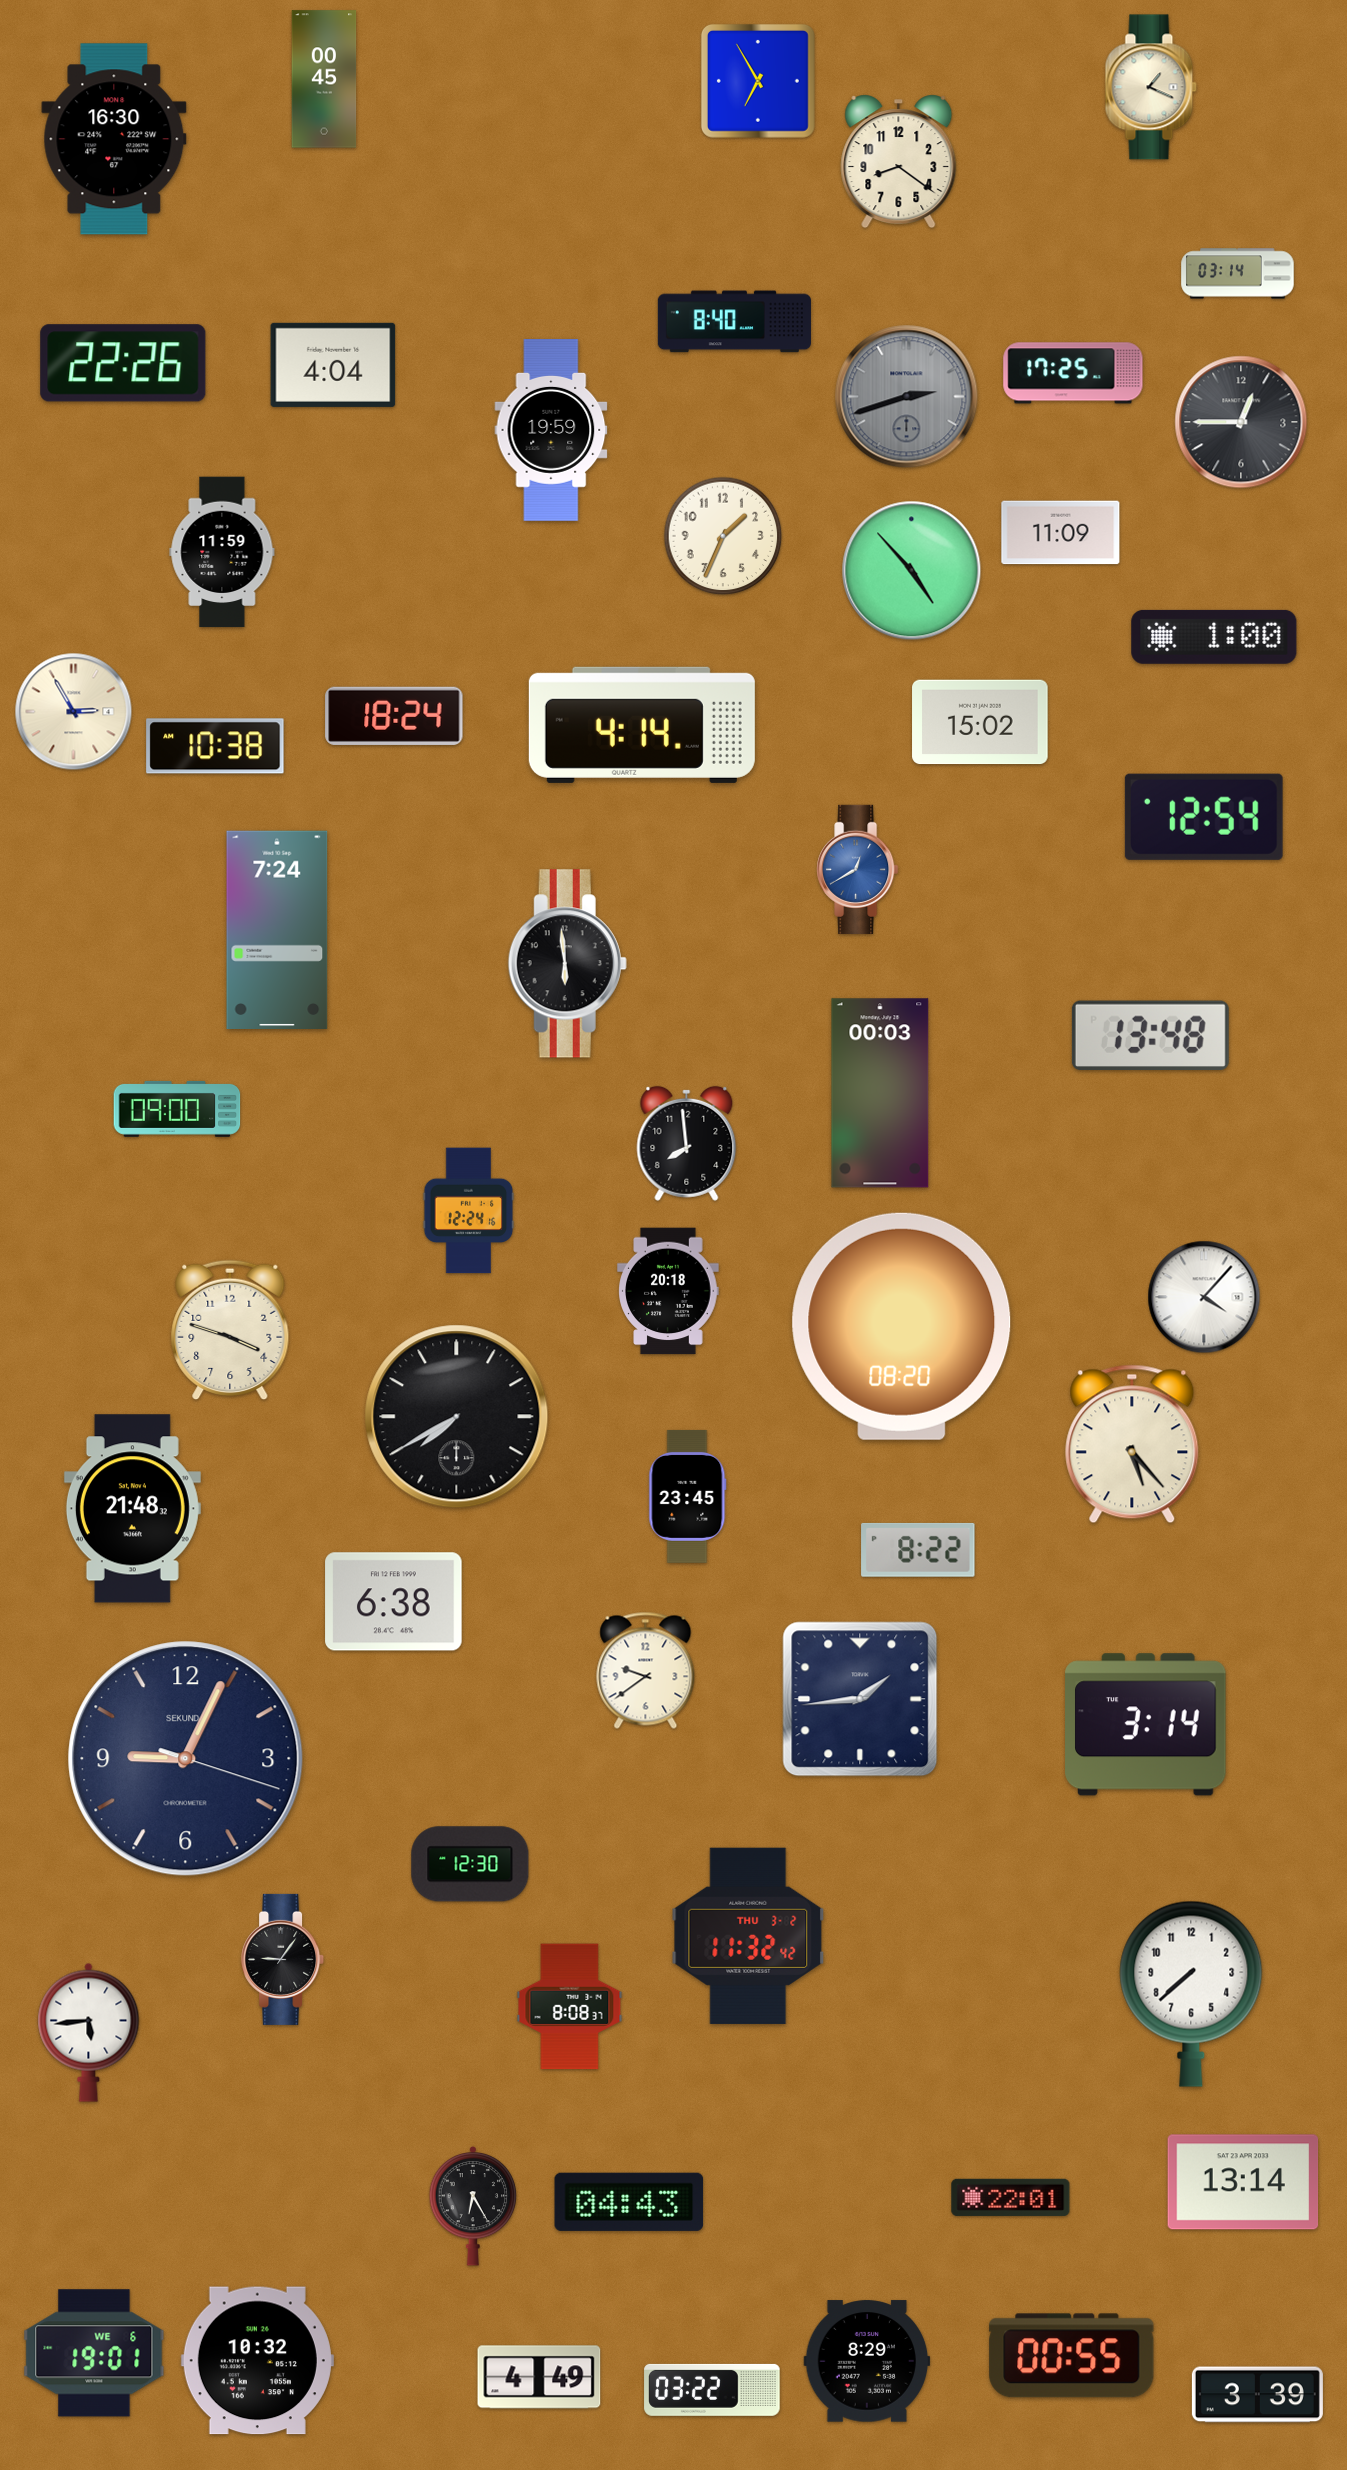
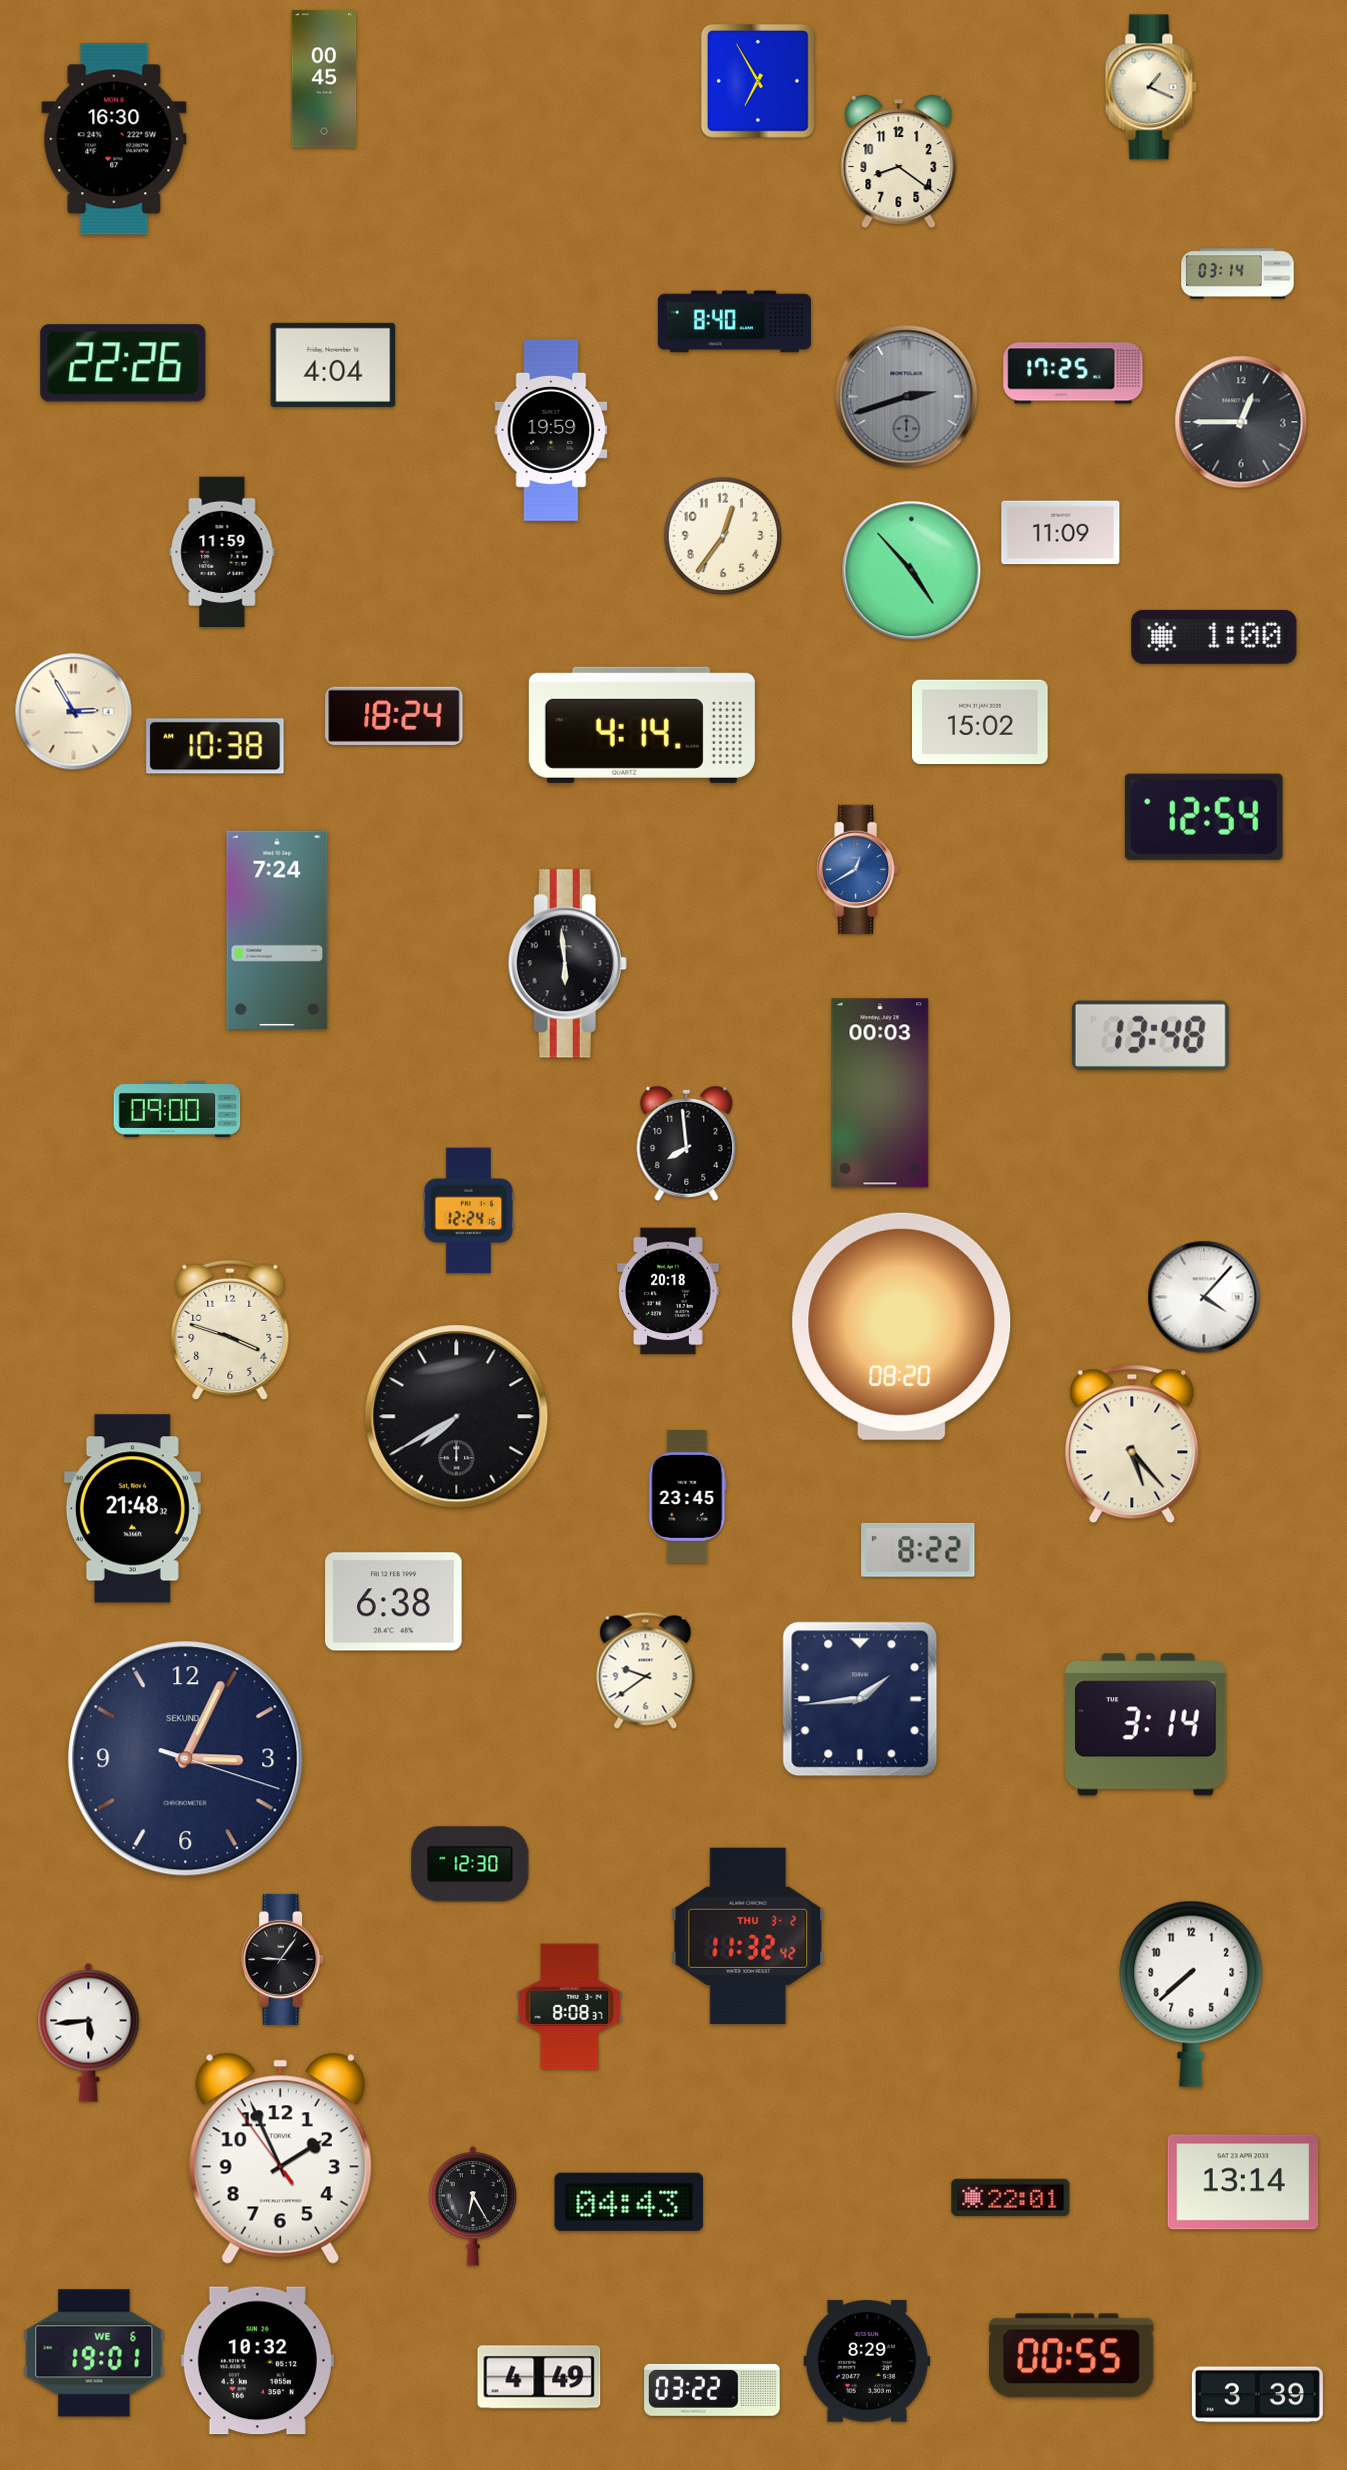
clock at (723, 536): 1:34 -> 12:36
clock at (186, 1759): 9:04 -> 3:04
clock at (280, 2158): none -> 1:55
